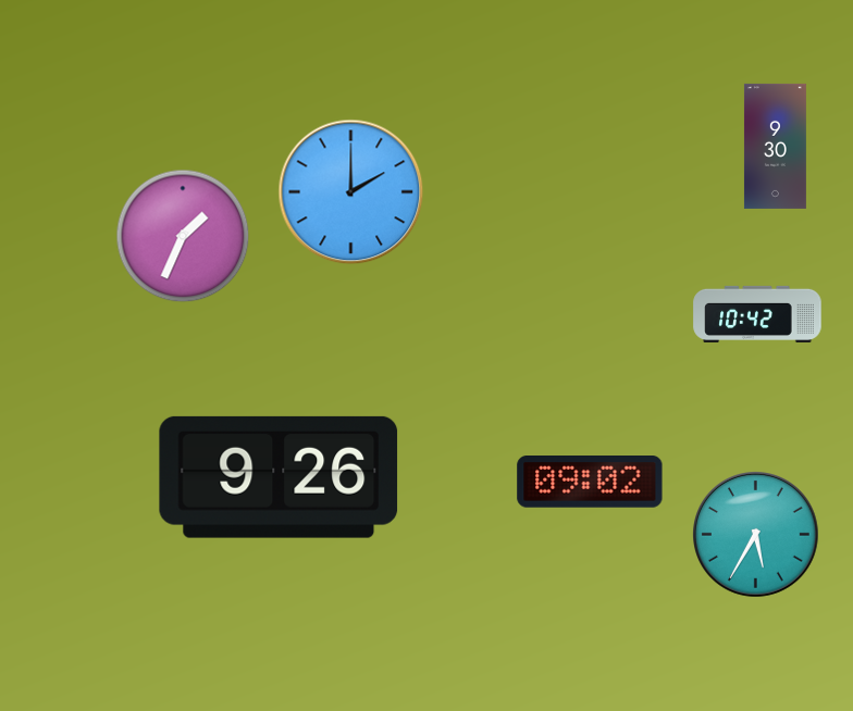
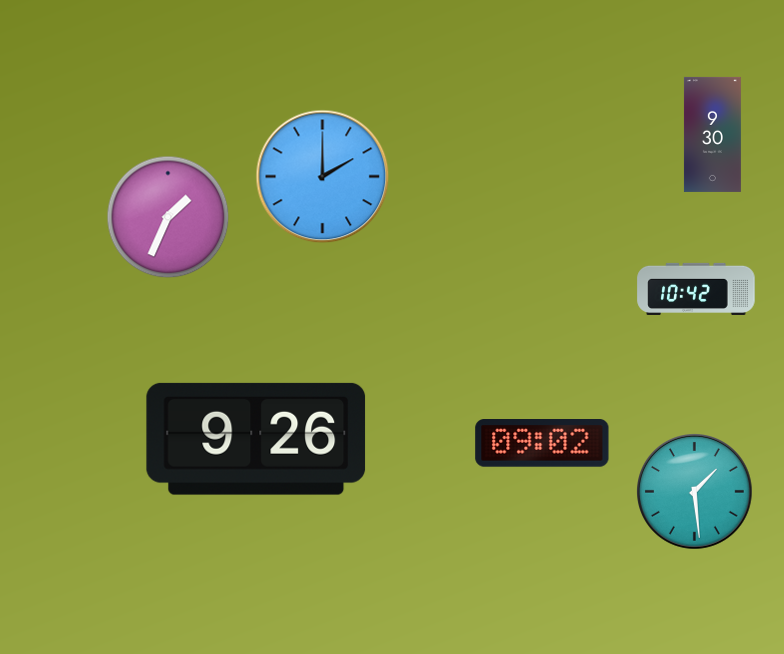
clock at (756, 535): 5:35 -> 1:29
